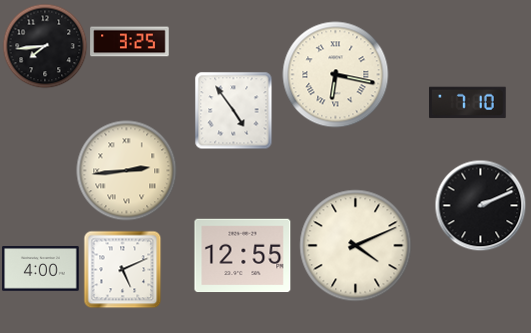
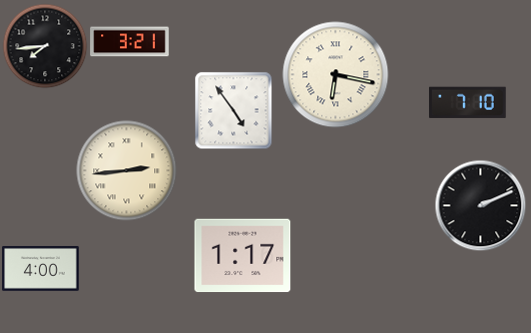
clock at (130, 42): 3:25 -> 3:21
clock at (356, 246): 4:11 -> none
clock at (243, 256): 12:55 -> 1:17
clock at (122, 269): 5:11 -> none
